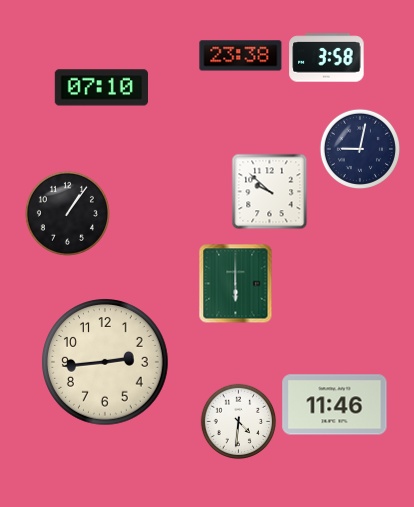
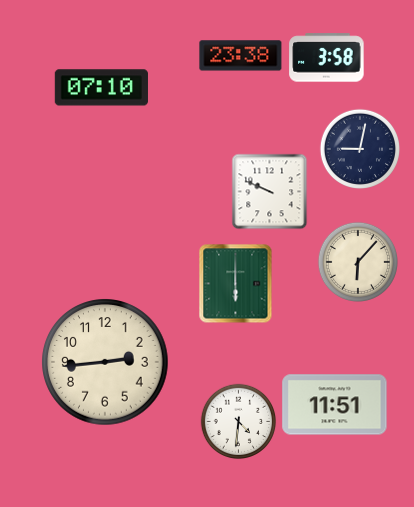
clock at (270, 192): 9:52 -> 9:49
clock at (67, 213): 1:06 -> none
clock at (357, 261): none -> 6:07
clock at (335, 405): 11:46 -> 11:51
